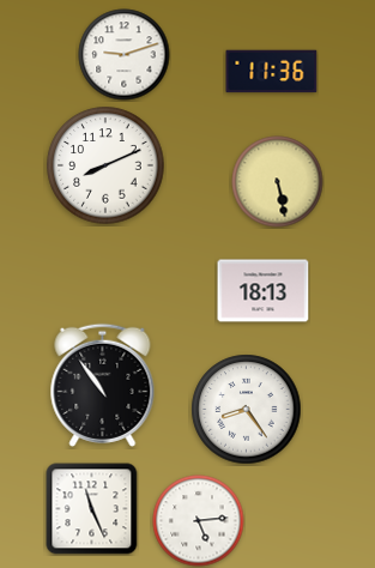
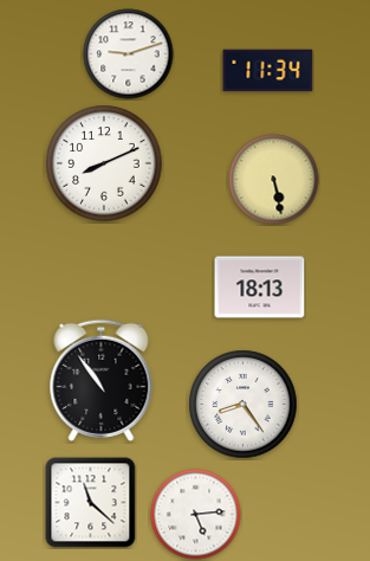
clock at (125, 55) position: (125, 55) -> (129, 54)
clock at (272, 72): 11:36 -> 11:34
clock at (92, 509): 11:26 -> 11:22
